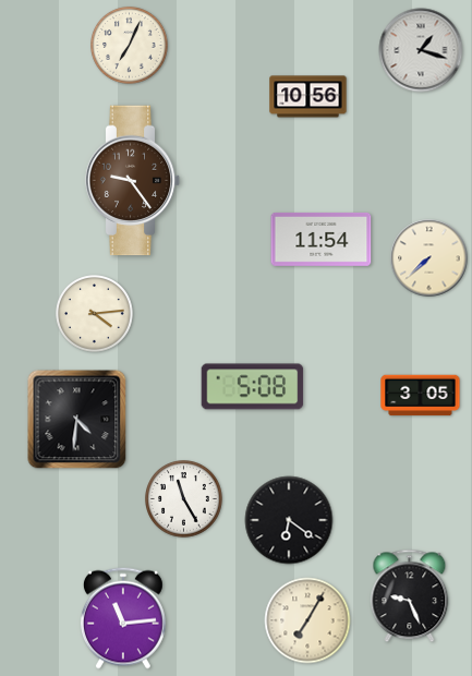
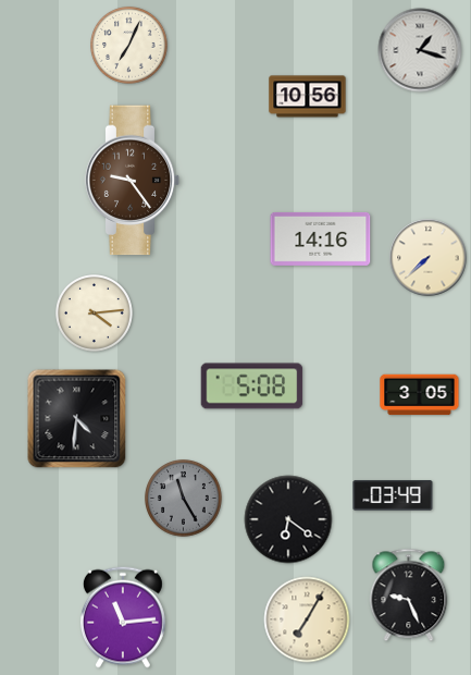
clock at (322, 239): 11:54 -> 14:16
clock at (393, 495): none -> 03:49
clock at (184, 499) dial: white -> grey
